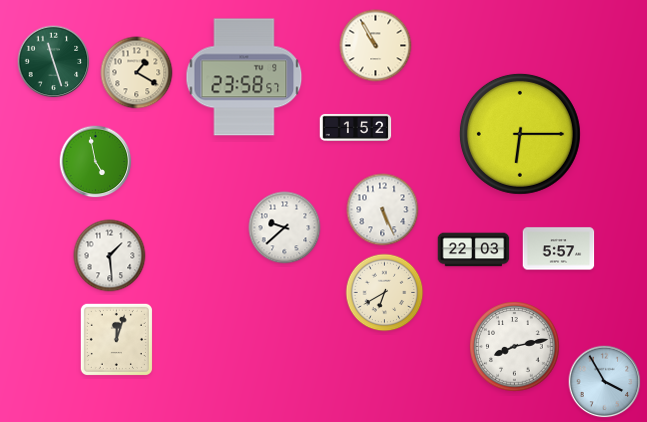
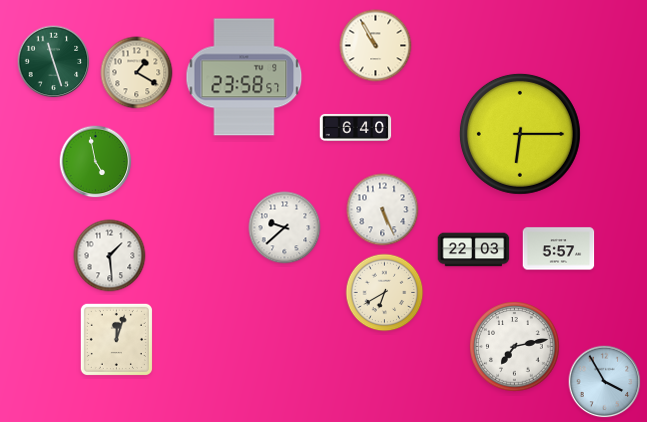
clock at (356, 127): 1:52 -> 6:40
clock at (515, 347): 8:13 -> 7:13
